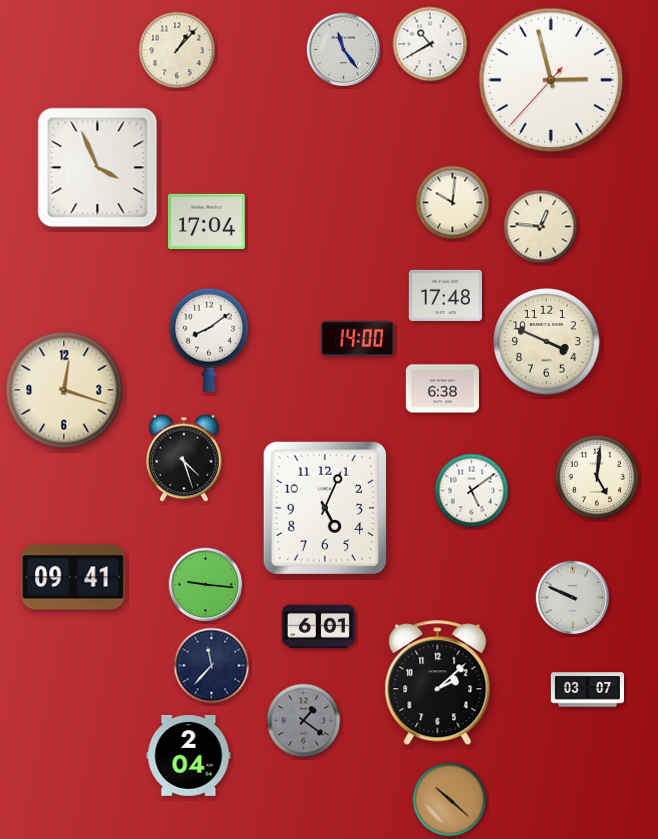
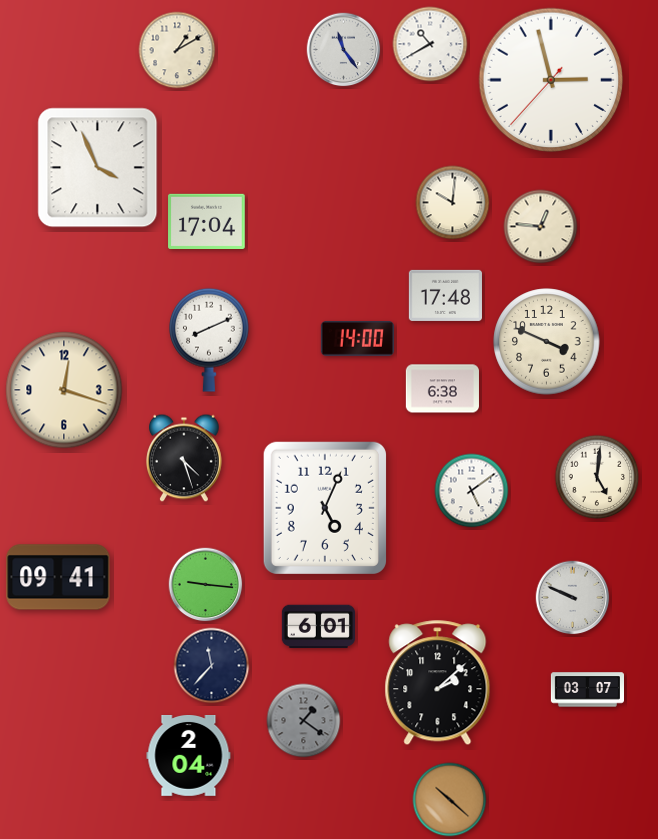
clock at (177, 50): 1:07 -> 1:10
clock at (210, 340): 8:09 -> 8:11
clock at (73, 577) position: (73, 577) -> (58, 577)
